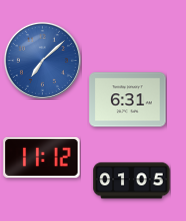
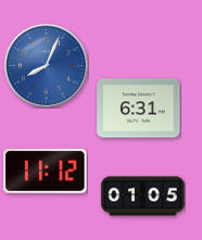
clock at (42, 60): 7:08 -> 8:04
